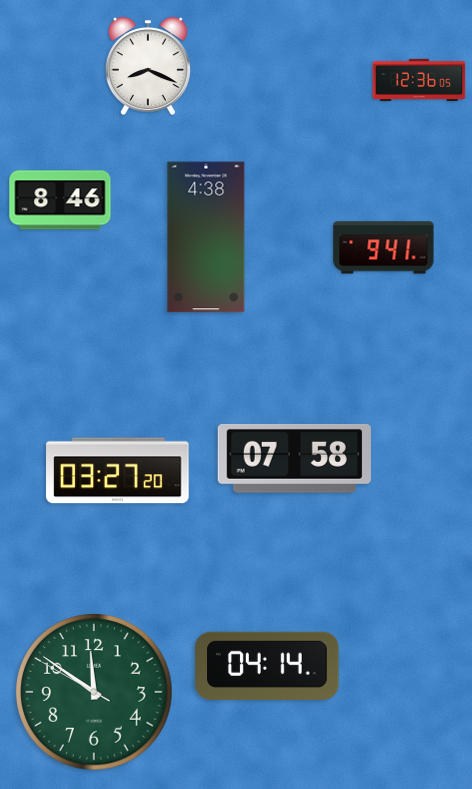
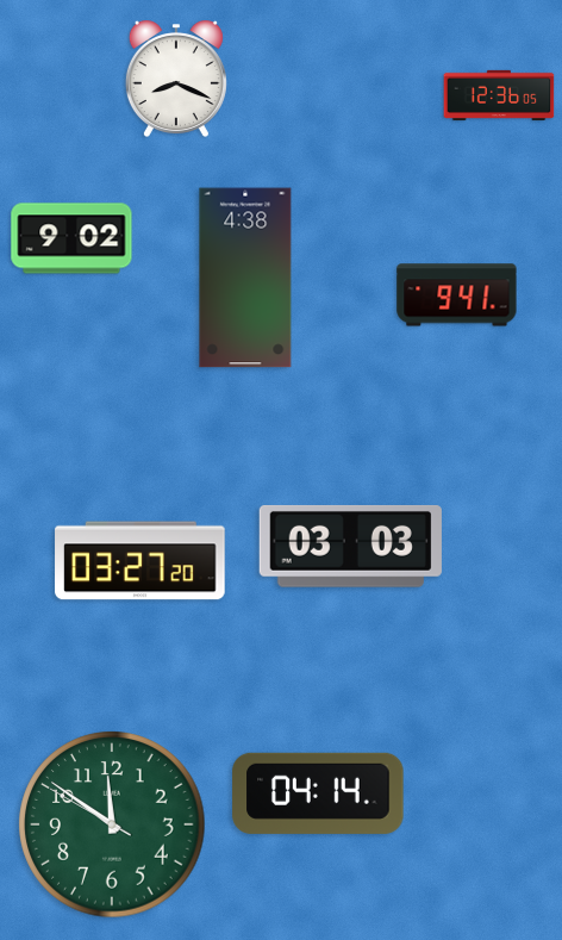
clock at (60, 200): 8:46 -> 9:02
clock at (206, 237) position: (206, 237) -> (245, 278)
clock at (294, 458): 07:58 -> 03:03
